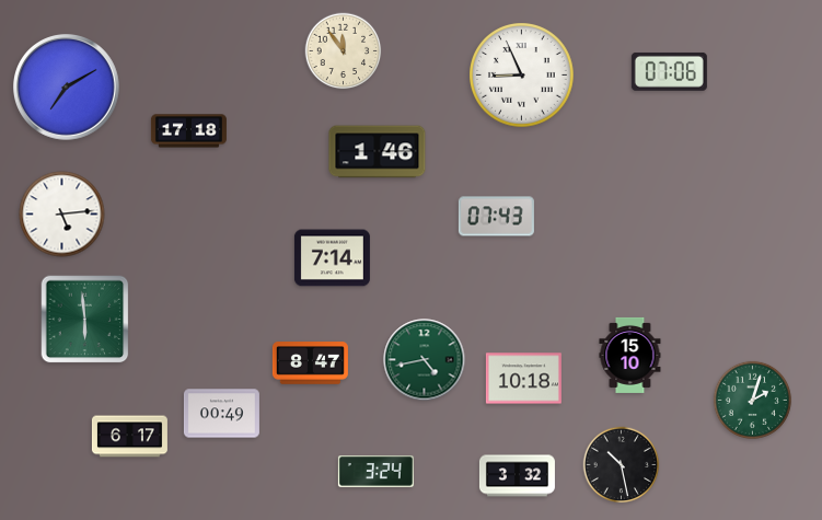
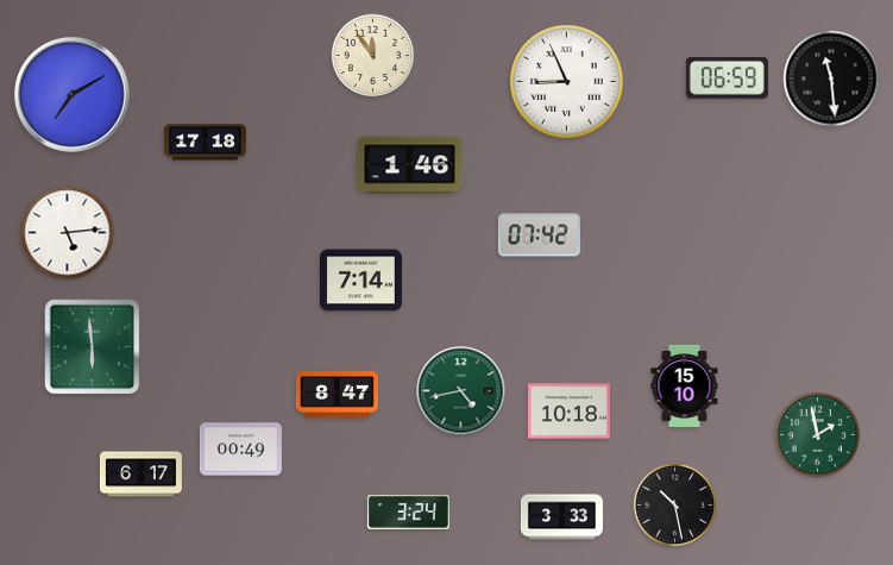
clock at (669, 71): 07:06 -> 06:59
clock at (831, 79): none -> 11:29
clock at (496, 217): 07:43 -> 07:42
clock at (752, 400): 2:03 -> 1:58
clock at (517, 476): 3:32 -> 3:33
